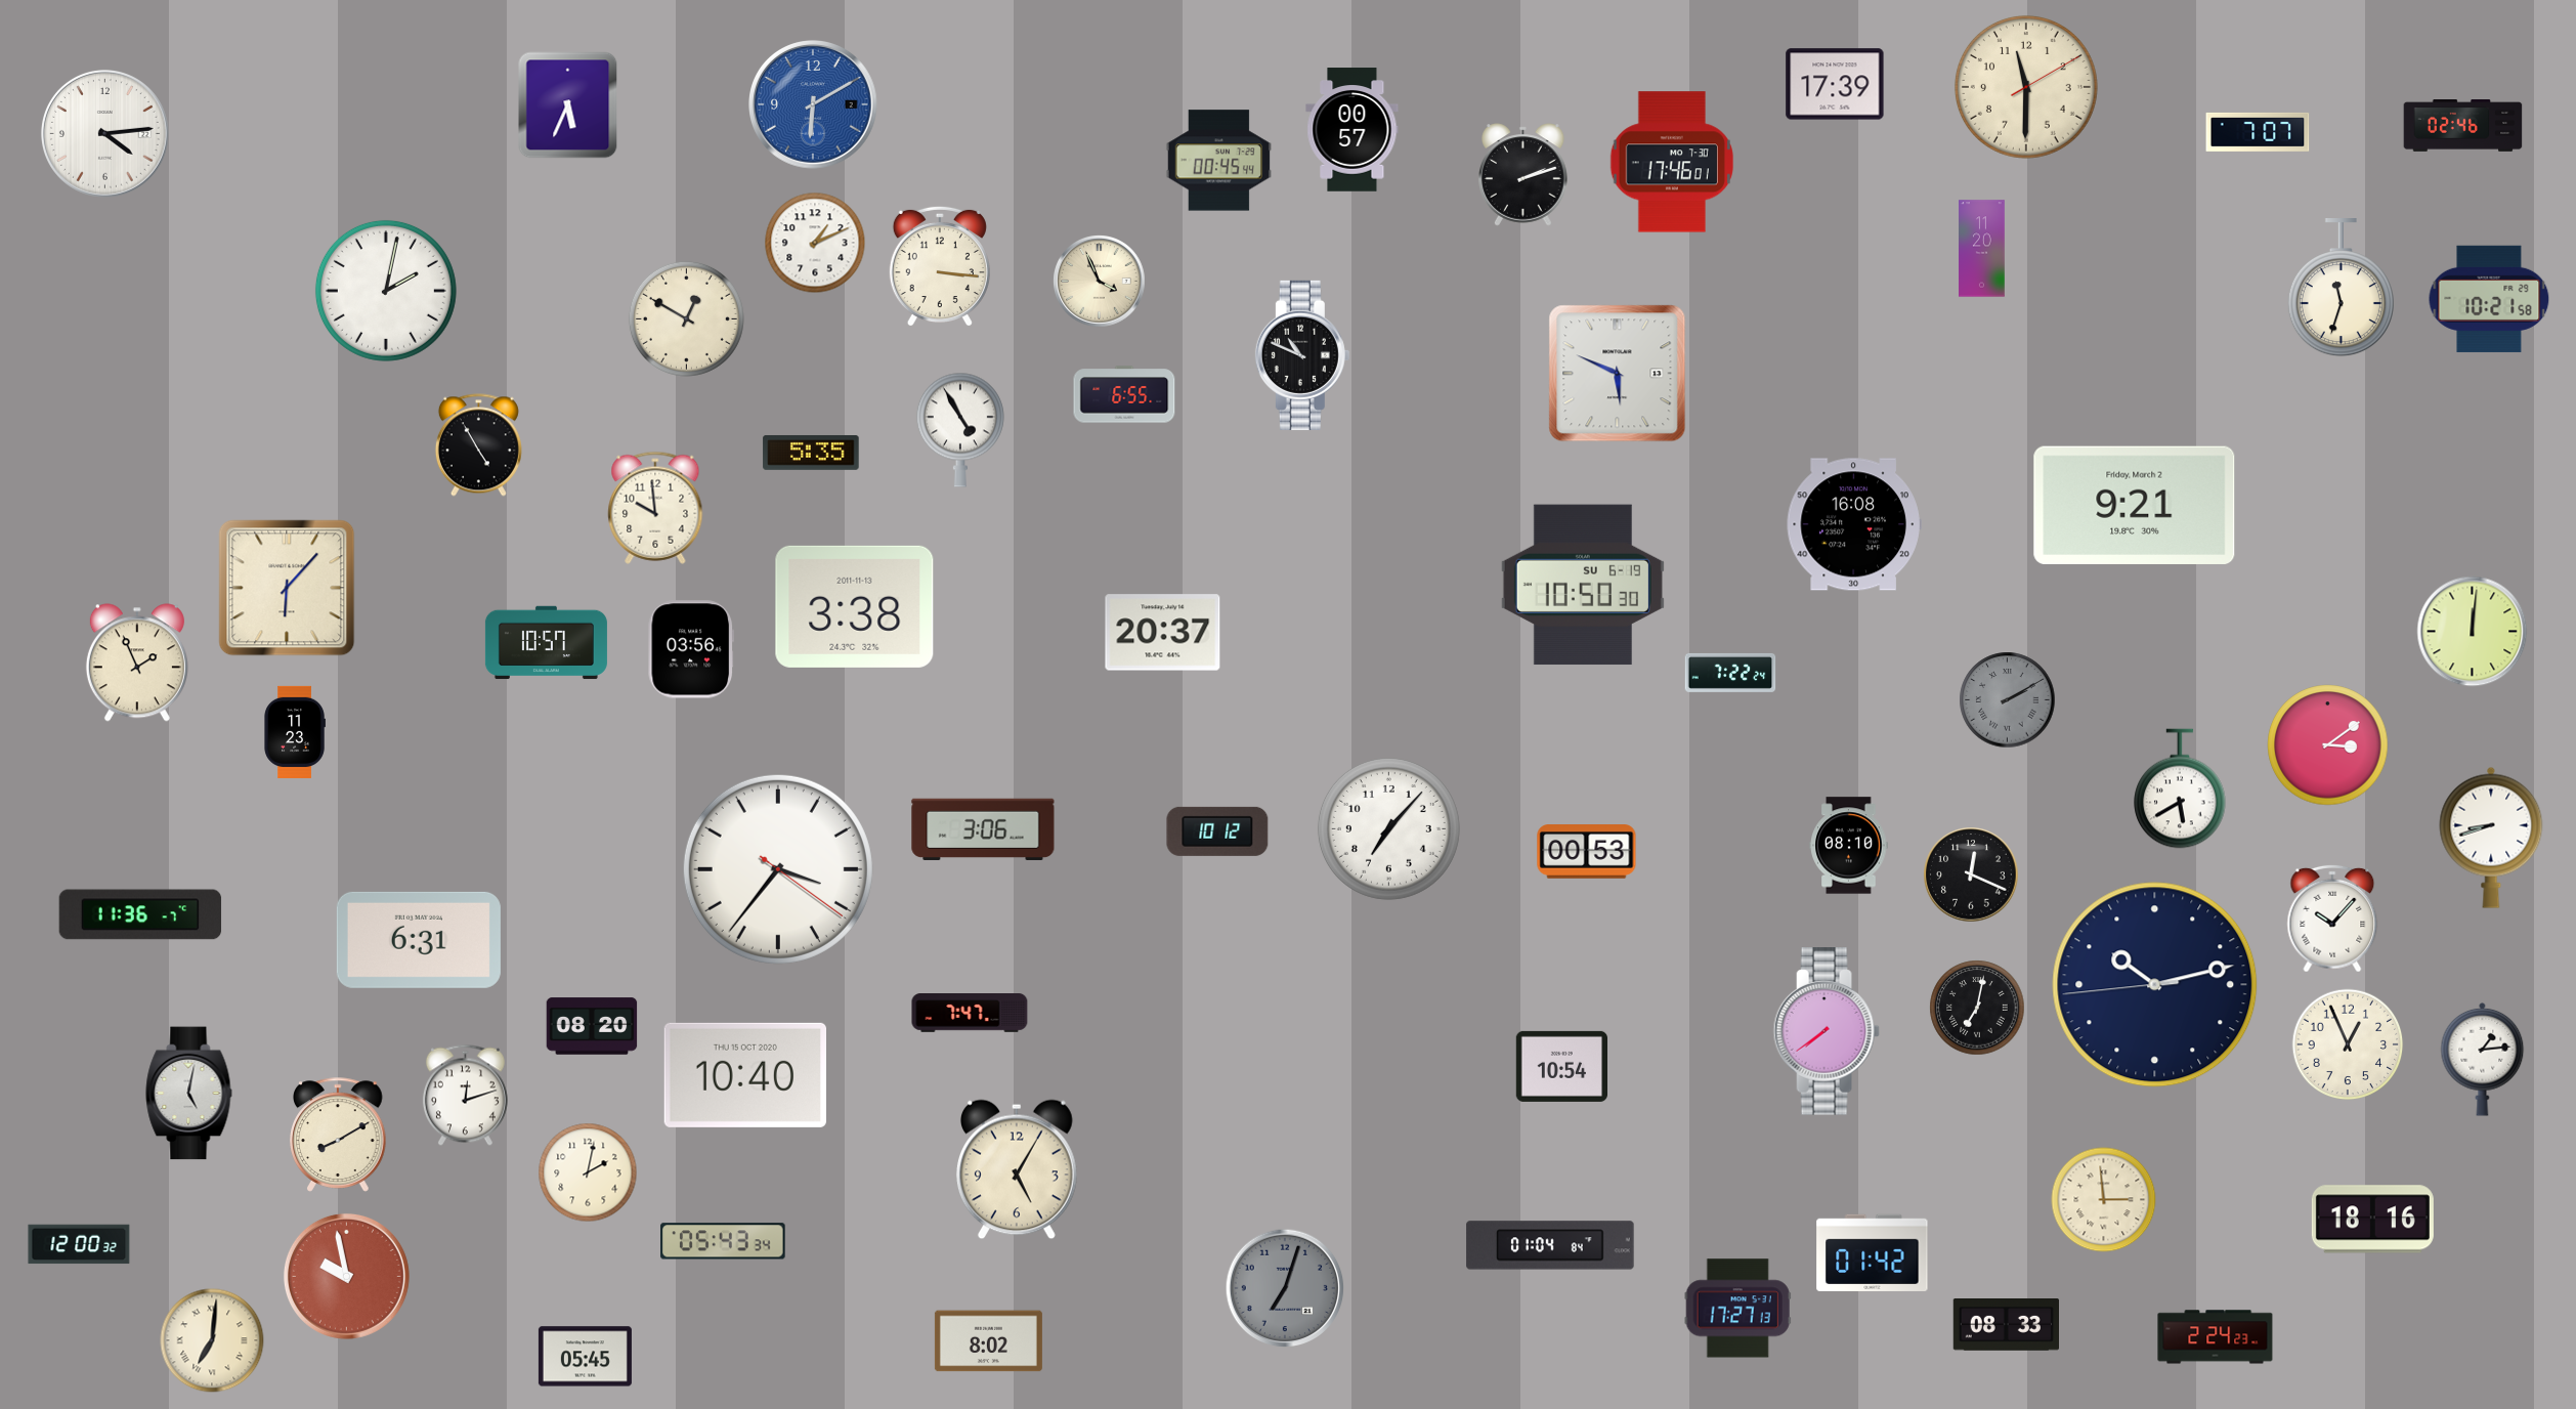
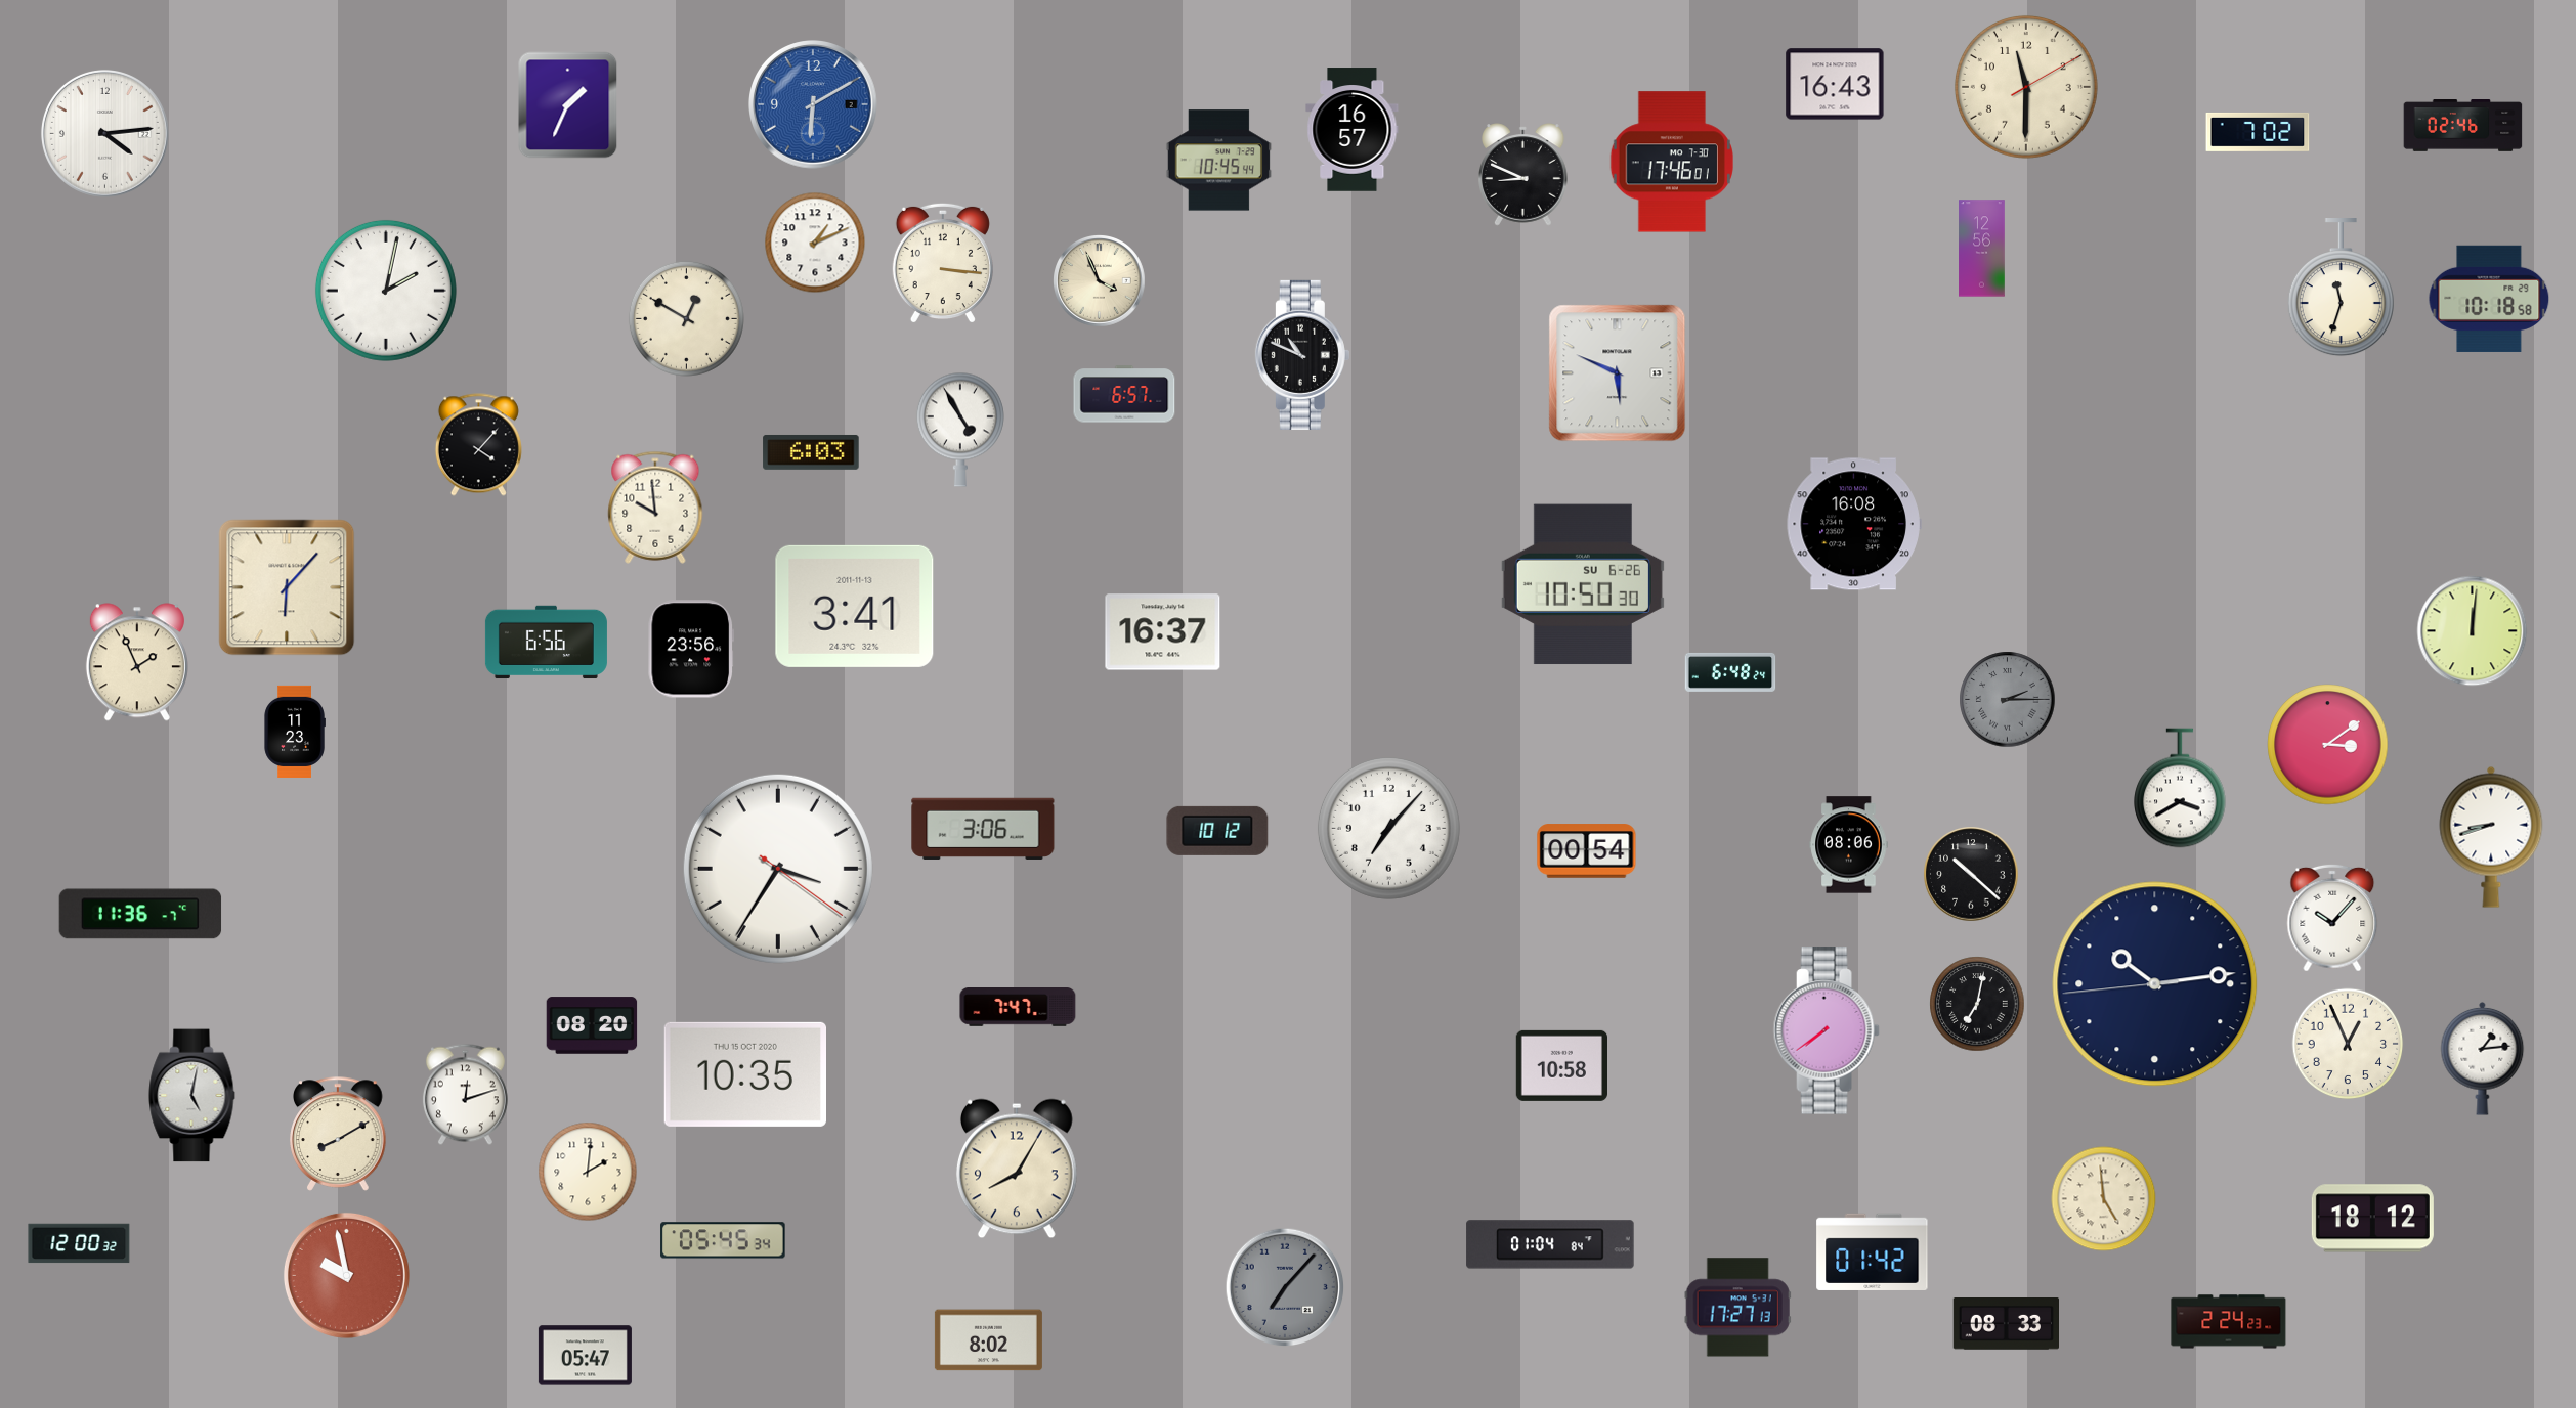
clock at (1835, 84): 17:39 -> 16:43
clock at (568, 105): 5:34 -> 1:34
clock at (1353, 130): 00:57 -> 16:57
clock at (2258, 132): 7:07 -> 7:02
clock at (1218, 161): 00:45 -> 10:45
clock at (1523, 175): 2:12 -> 8:49
clock at (1982, 249): 11:20 -> 12:56
clock at (940, 266) position: (940, 266) -> (943, 263)
clock at (2489, 299): 10:21 -> 10:18
clock at (1124, 394): 6:55 -> 6:57
clock at (478, 445): 4:55 -> 4:07
clock at (811, 453): 5:35 -> 6:03
clock at (2135, 505): 9:21 -> none
clock at (1583, 585) date: SU 6-19 -> SU 6-26
clock at (855, 606): 3:38 -> 3:41
clock at (1163, 633): 20:37 -> 16:37
clock at (546, 643): 10:57 -> 6:56
clock at (690, 649): 03:56 -> 23:56
clock at (1730, 673): 7:22 -> 6:48
clock at (2008, 700): 2:10 -> 2:15
clock at (2180, 788): 5:40 -> 3:40
clock at (1849, 846): 08:10 -> 08:06
clock at (1587, 852): 00:53 -> 00:54
clock at (778, 869): 3:36 -> 3:35
clock at (1971, 874): 12:19 -> 10:22
clock at (419, 940): 6:31 -> none
clock at (2155, 985): 10:12 -> 10:13
clock at (1977, 1008) position: (1977, 1008) -> (1977, 1004)
clock at (970, 1014) position: (970, 1014) -> (1018, 1008)
clock at (1561, 1066): 10:54 -> 10:58
clock at (744, 1075): 10:40 -> 10:35
clock at (189, 1094) position: (189, 1094) -> (192, 1096)
clock at (1017, 1169): 5:05 -> 8:05
clock at (588, 1172): 2:02 -> 2:01
clock at (2104, 1200): 2:59 -> 4:59
clock at (2372, 1220): 18:16 -> 18:12
clock at (723, 1241): 05:43 -> 05:45
clock at (1285, 1288): 7:03 -> 7:07
clock at (2216, 1337) position: (2216, 1337) -> (2229, 1322)
clock at (212, 1340): 7:01 -> none
clock at (585, 1357): 05:45 -> 05:47
